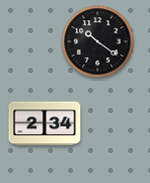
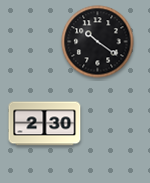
clock at (45, 124): 2:34 -> 2:30
